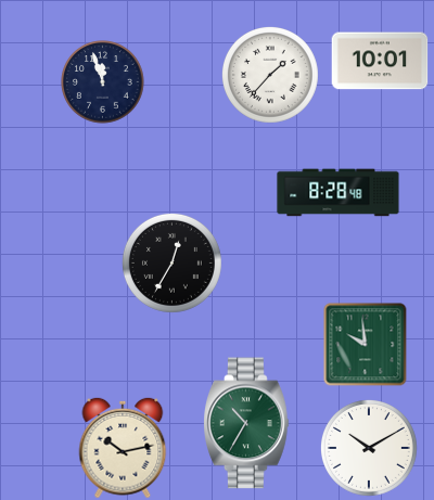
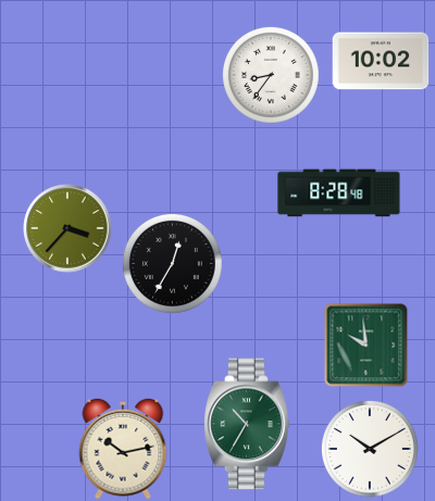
clock at (380, 61): 10:01 -> 10:02
clock at (270, 75): 1:37 -> 8:36
clock at (103, 82): 11:57 -> none
clock at (67, 228): none -> 3:37
